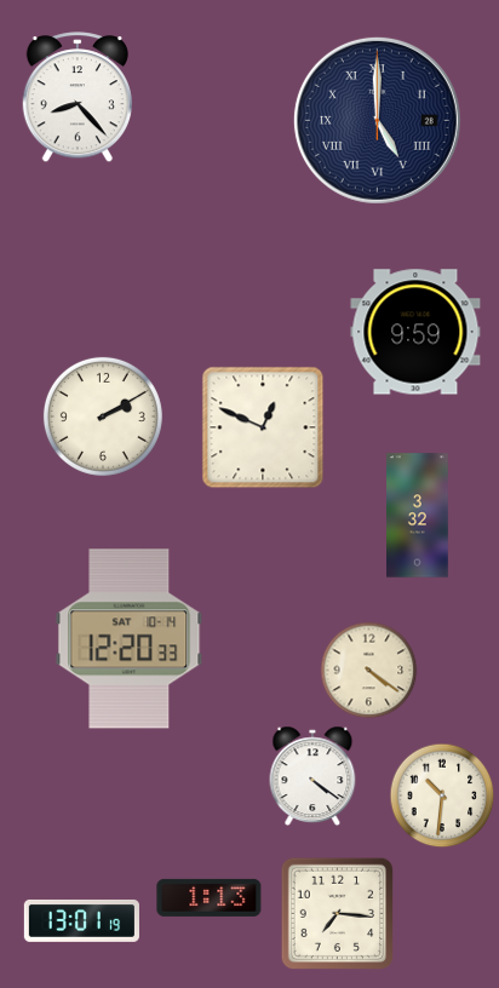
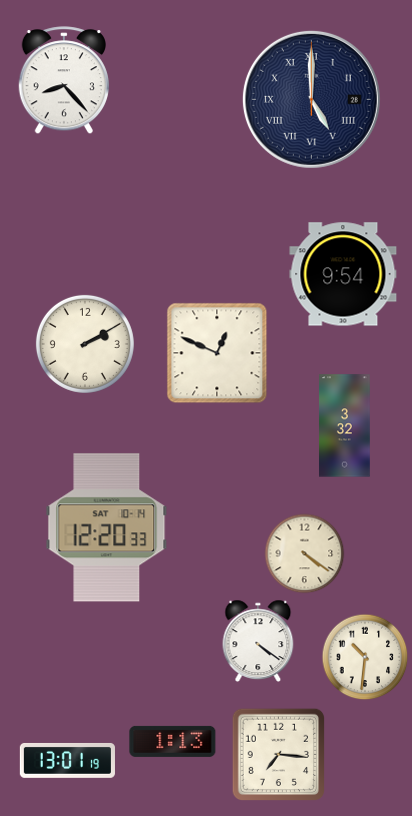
clock at (415, 332): 9:59 -> 9:54
